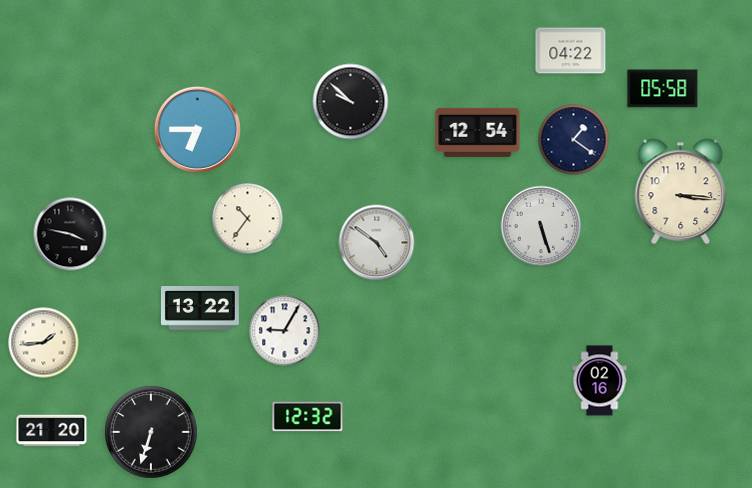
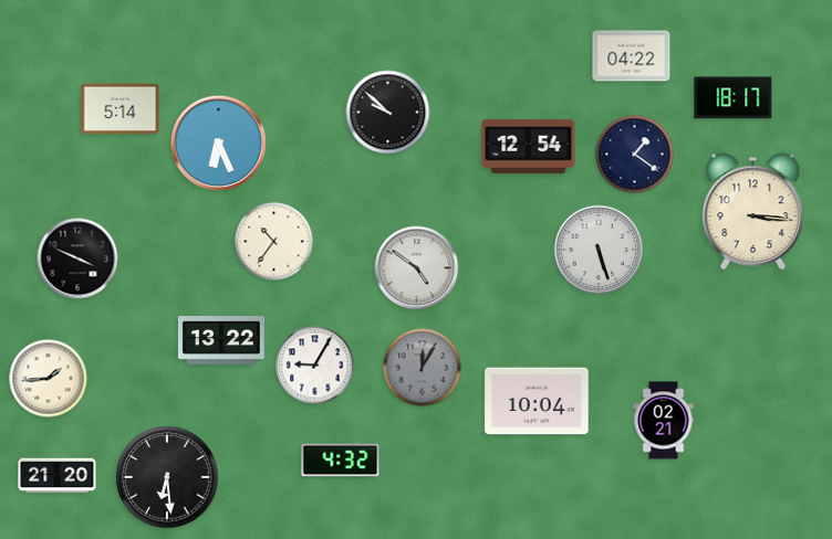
clock at (663, 89): 05:58 -> 18:17
clock at (121, 109): none -> 5:14
clock at (197, 129): 6:45 -> 6:26
clock at (70, 234): 3:47 -> 3:49
clock at (423, 368): none -> 12:05
clock at (537, 401): none -> 10:04
clock at (600, 381): 02:16 -> 02:21
clock at (308, 417): 12:32 -> 4:32
clock at (151, 432): 6:33 -> 6:29
